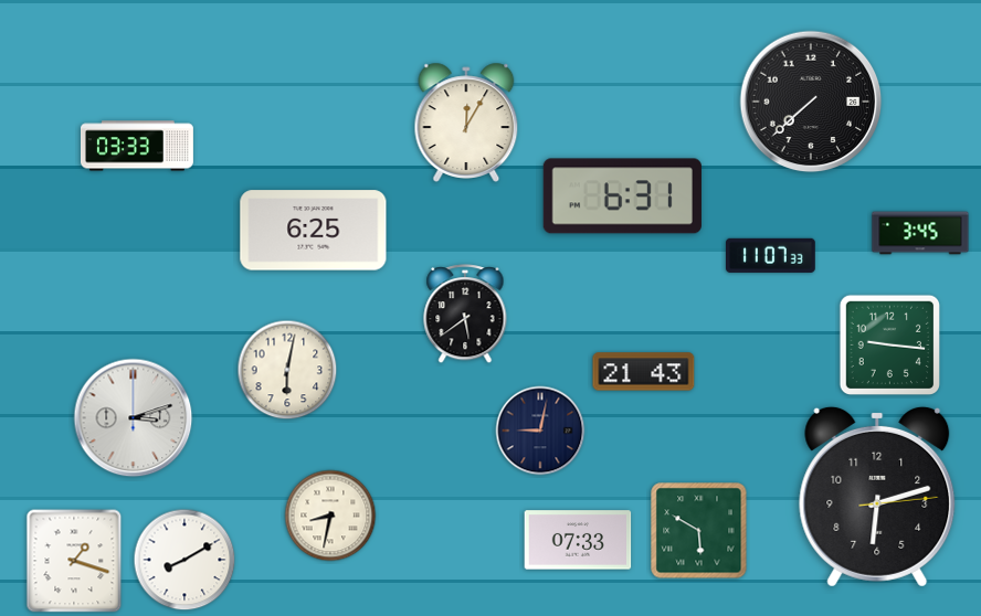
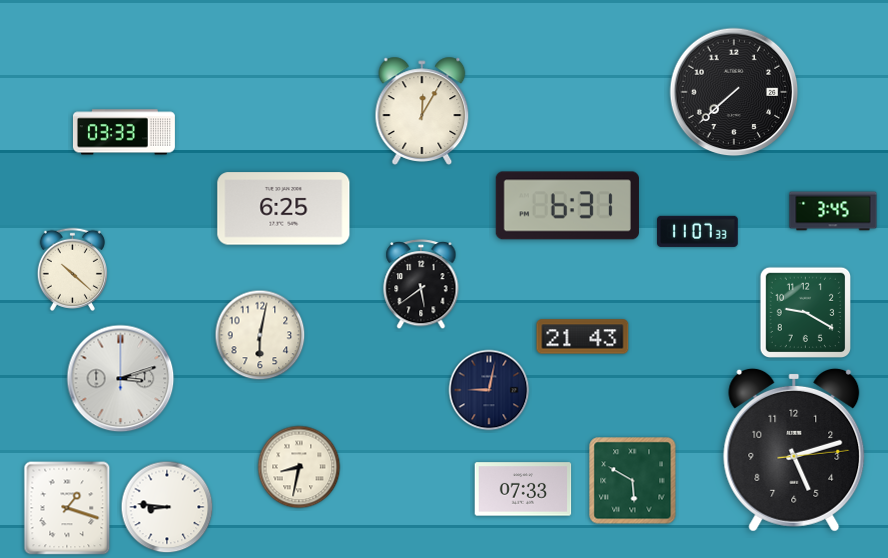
clock at (622, 197) position: (622, 197) -> (567, 206)
clock at (72, 269): none -> 10:22
clock at (889, 344): 9:16 -> 9:20
clock at (877, 497): 6:12 -> 5:12
clock at (184, 560): 8:10 -> 8:46
